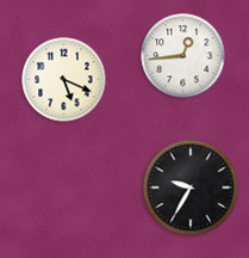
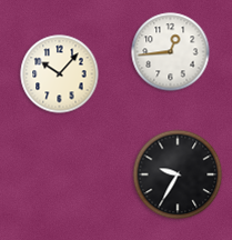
clock at (64, 80): 5:19 -> 10:07
